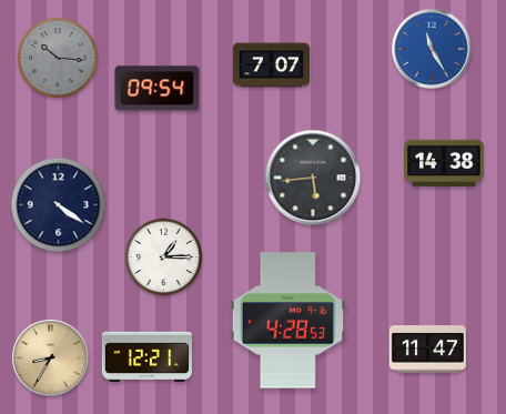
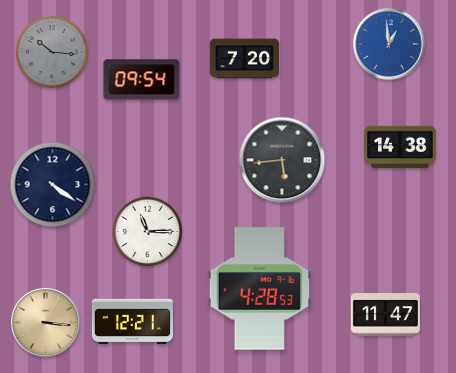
clock at (432, 49): 11:25 -> 12:59
clock at (271, 65): 7:07 -> 7:20
clock at (164, 258): 1:15 -> 11:15
clock at (51, 359): 8:35 -> 3:16
